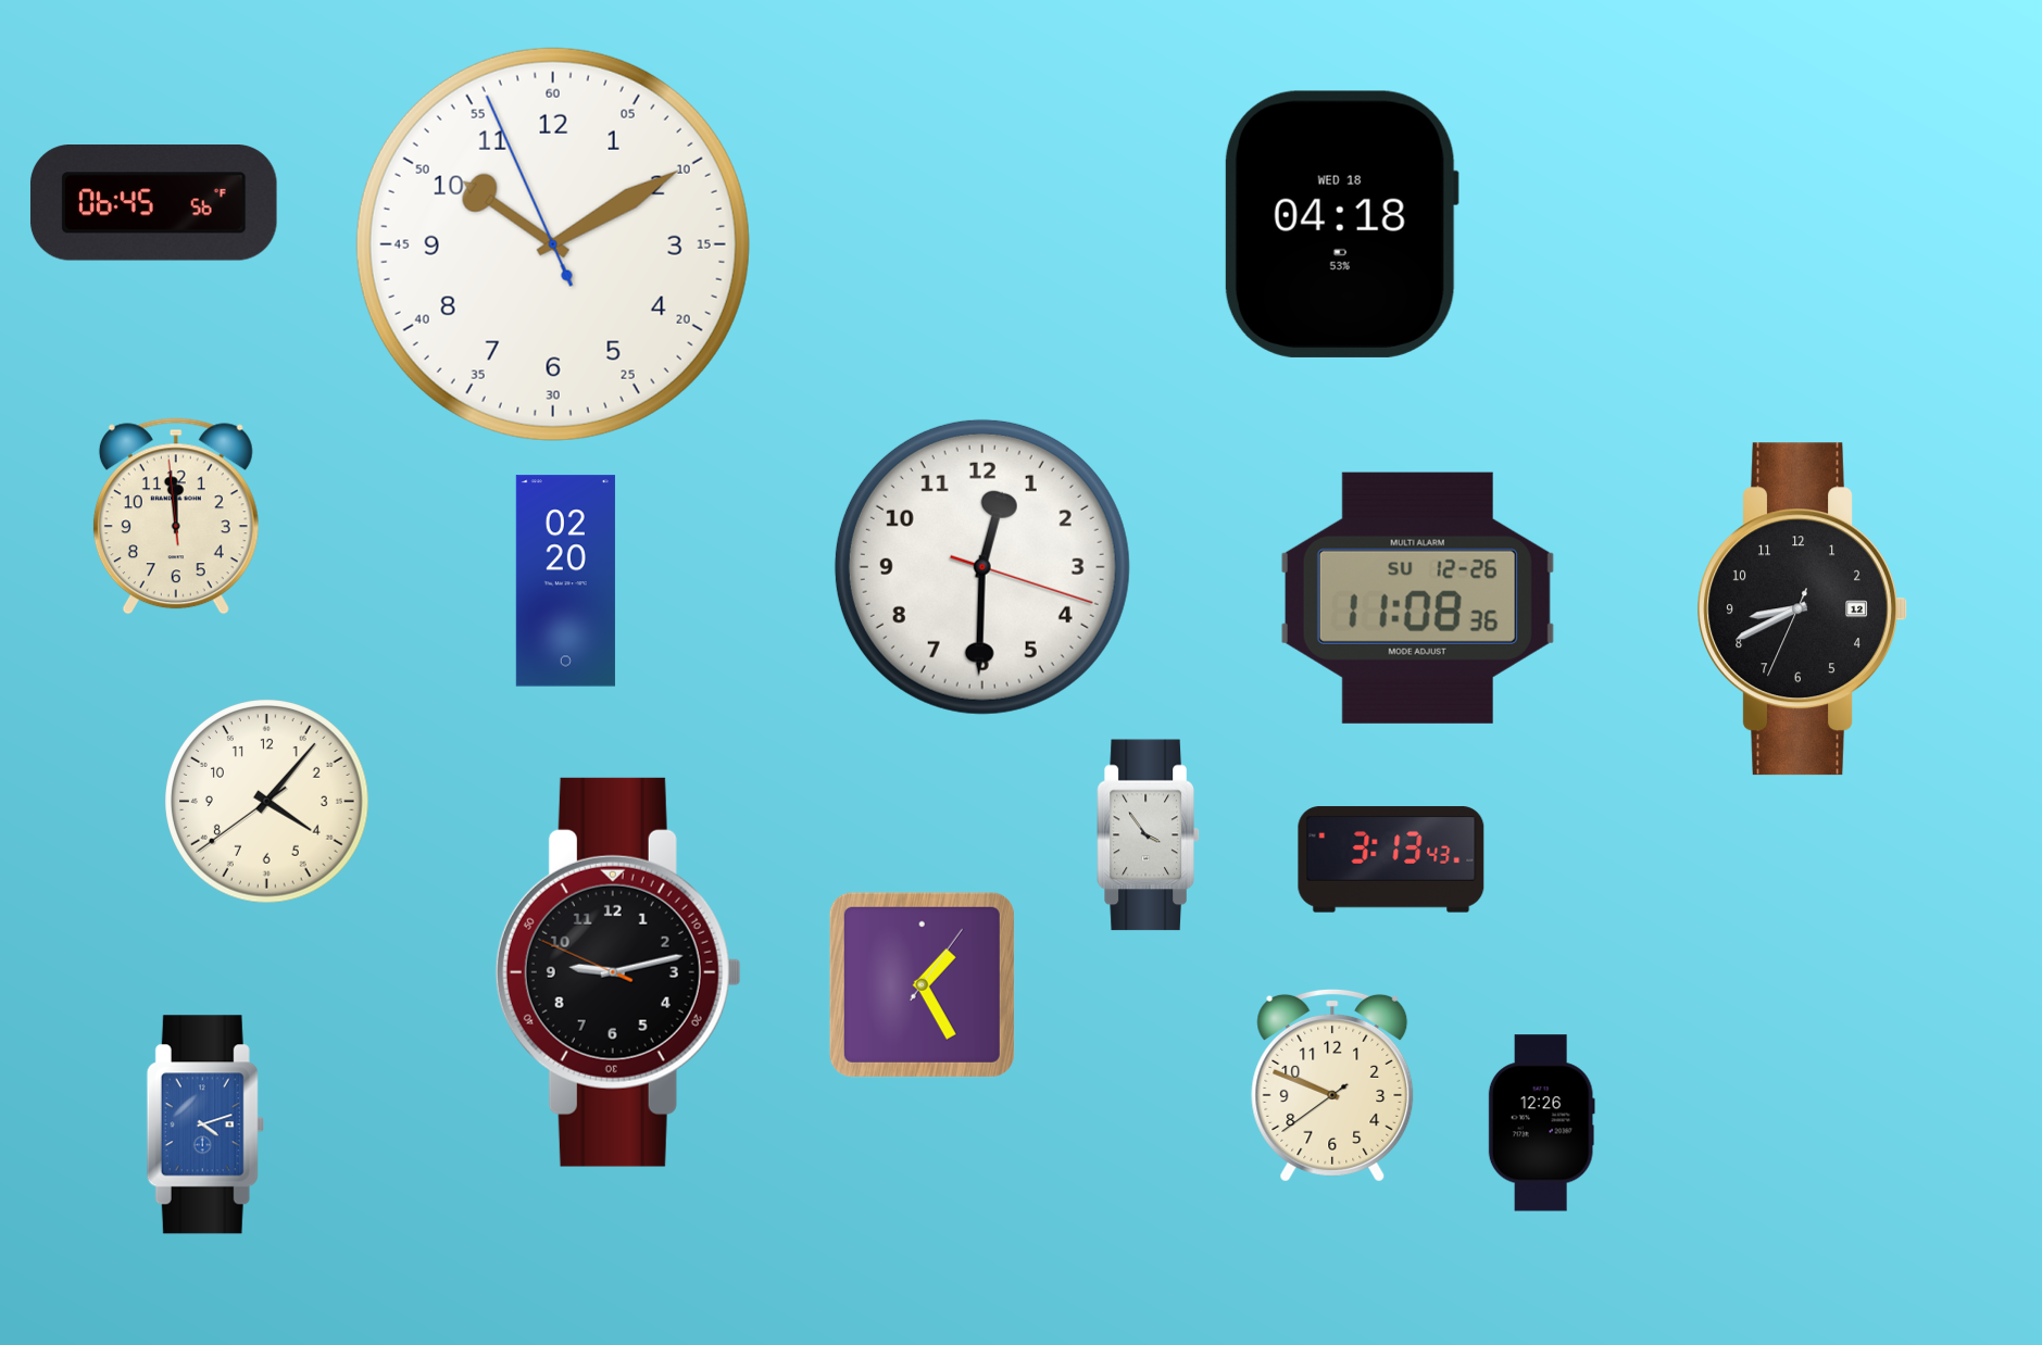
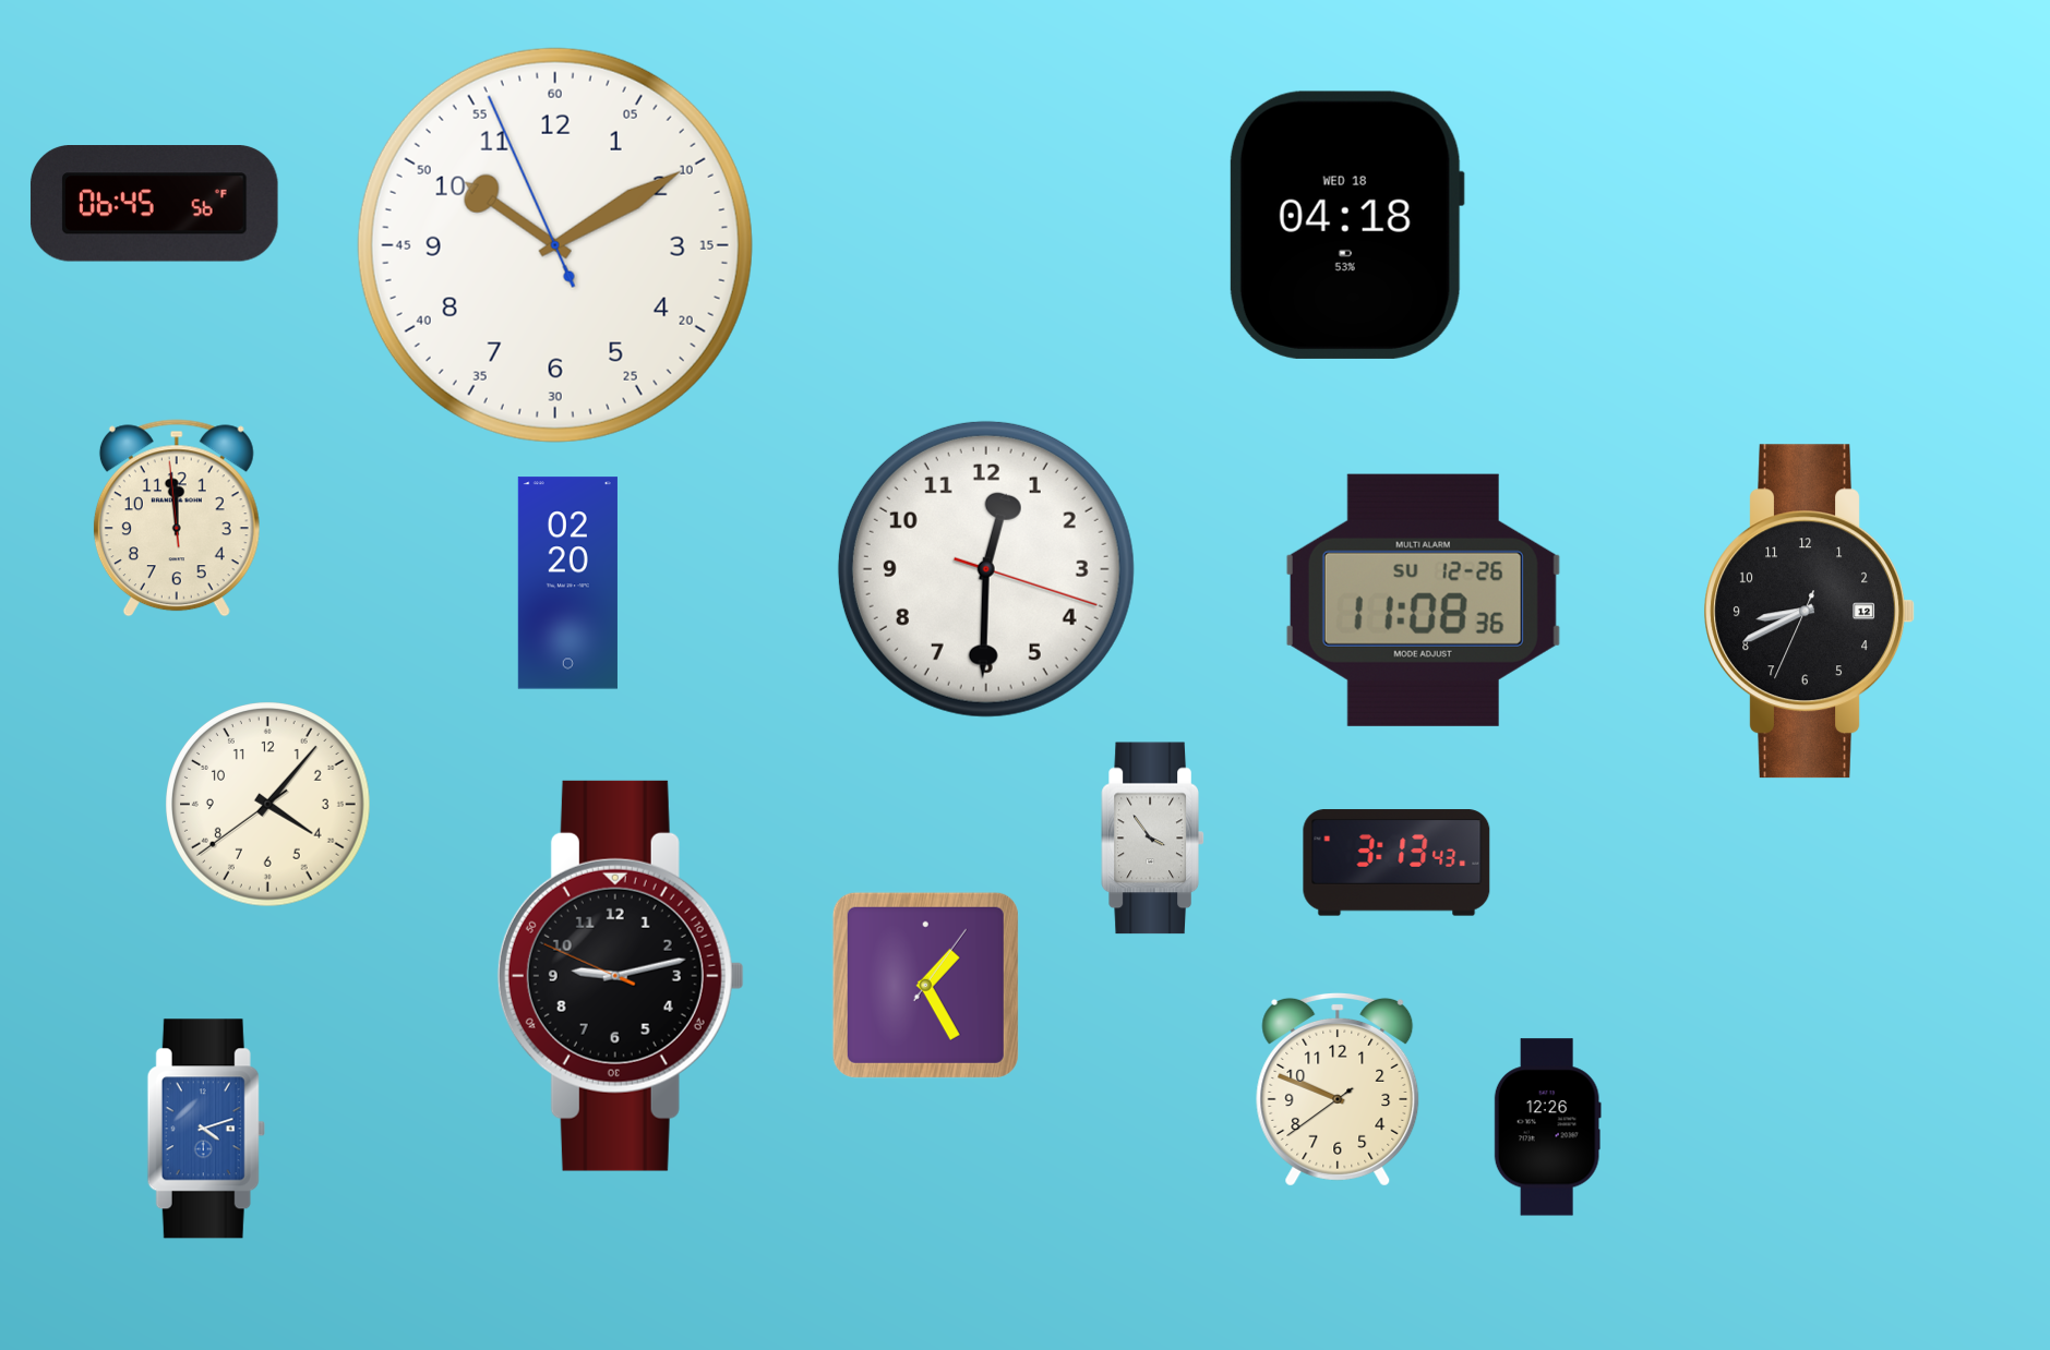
clock at (922, 984) position: (922, 984) -> (925, 985)
